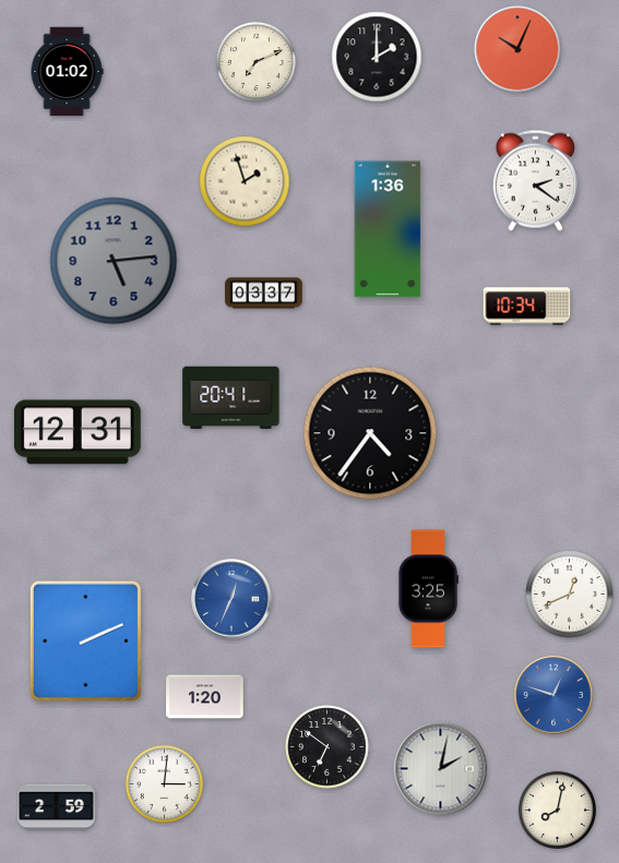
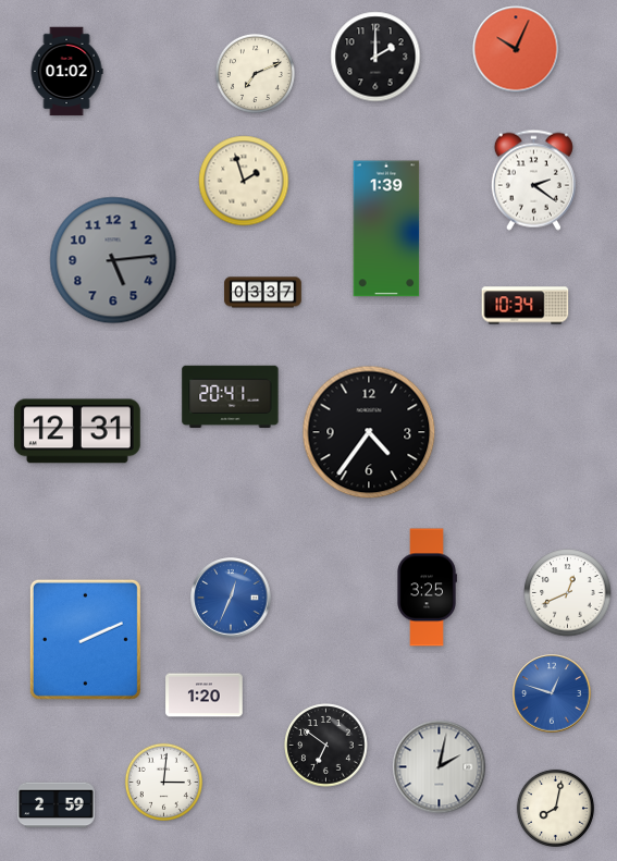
clock at (255, 61) position: (255, 61) -> (255, 73)
clock at (388, 229): 1:36 -> 1:39
